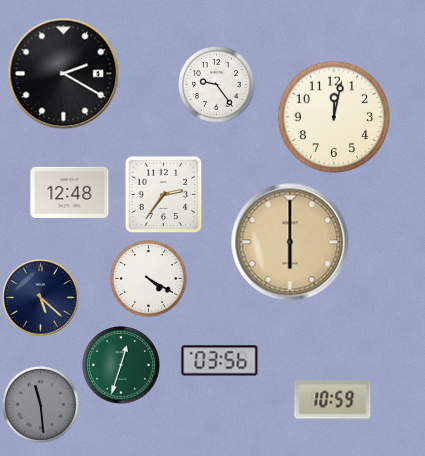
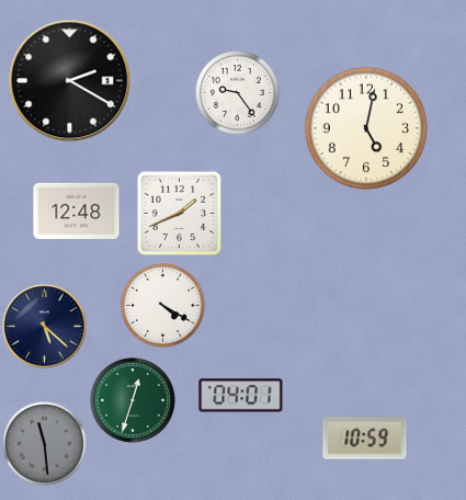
clock at (333, 116): 12:02 -> 5:02
clock at (163, 194): 2:36 -> 1:41
clock at (290, 242): 6:00 -> none
clock at (220, 361): 03:56 -> 04:01
